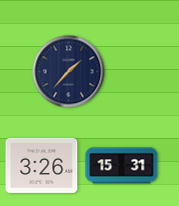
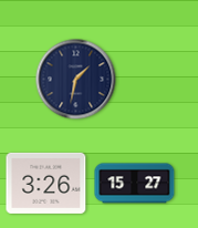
clock at (69, 72): 1:37 -> 1:32
clock at (122, 166): 15:31 -> 15:27
